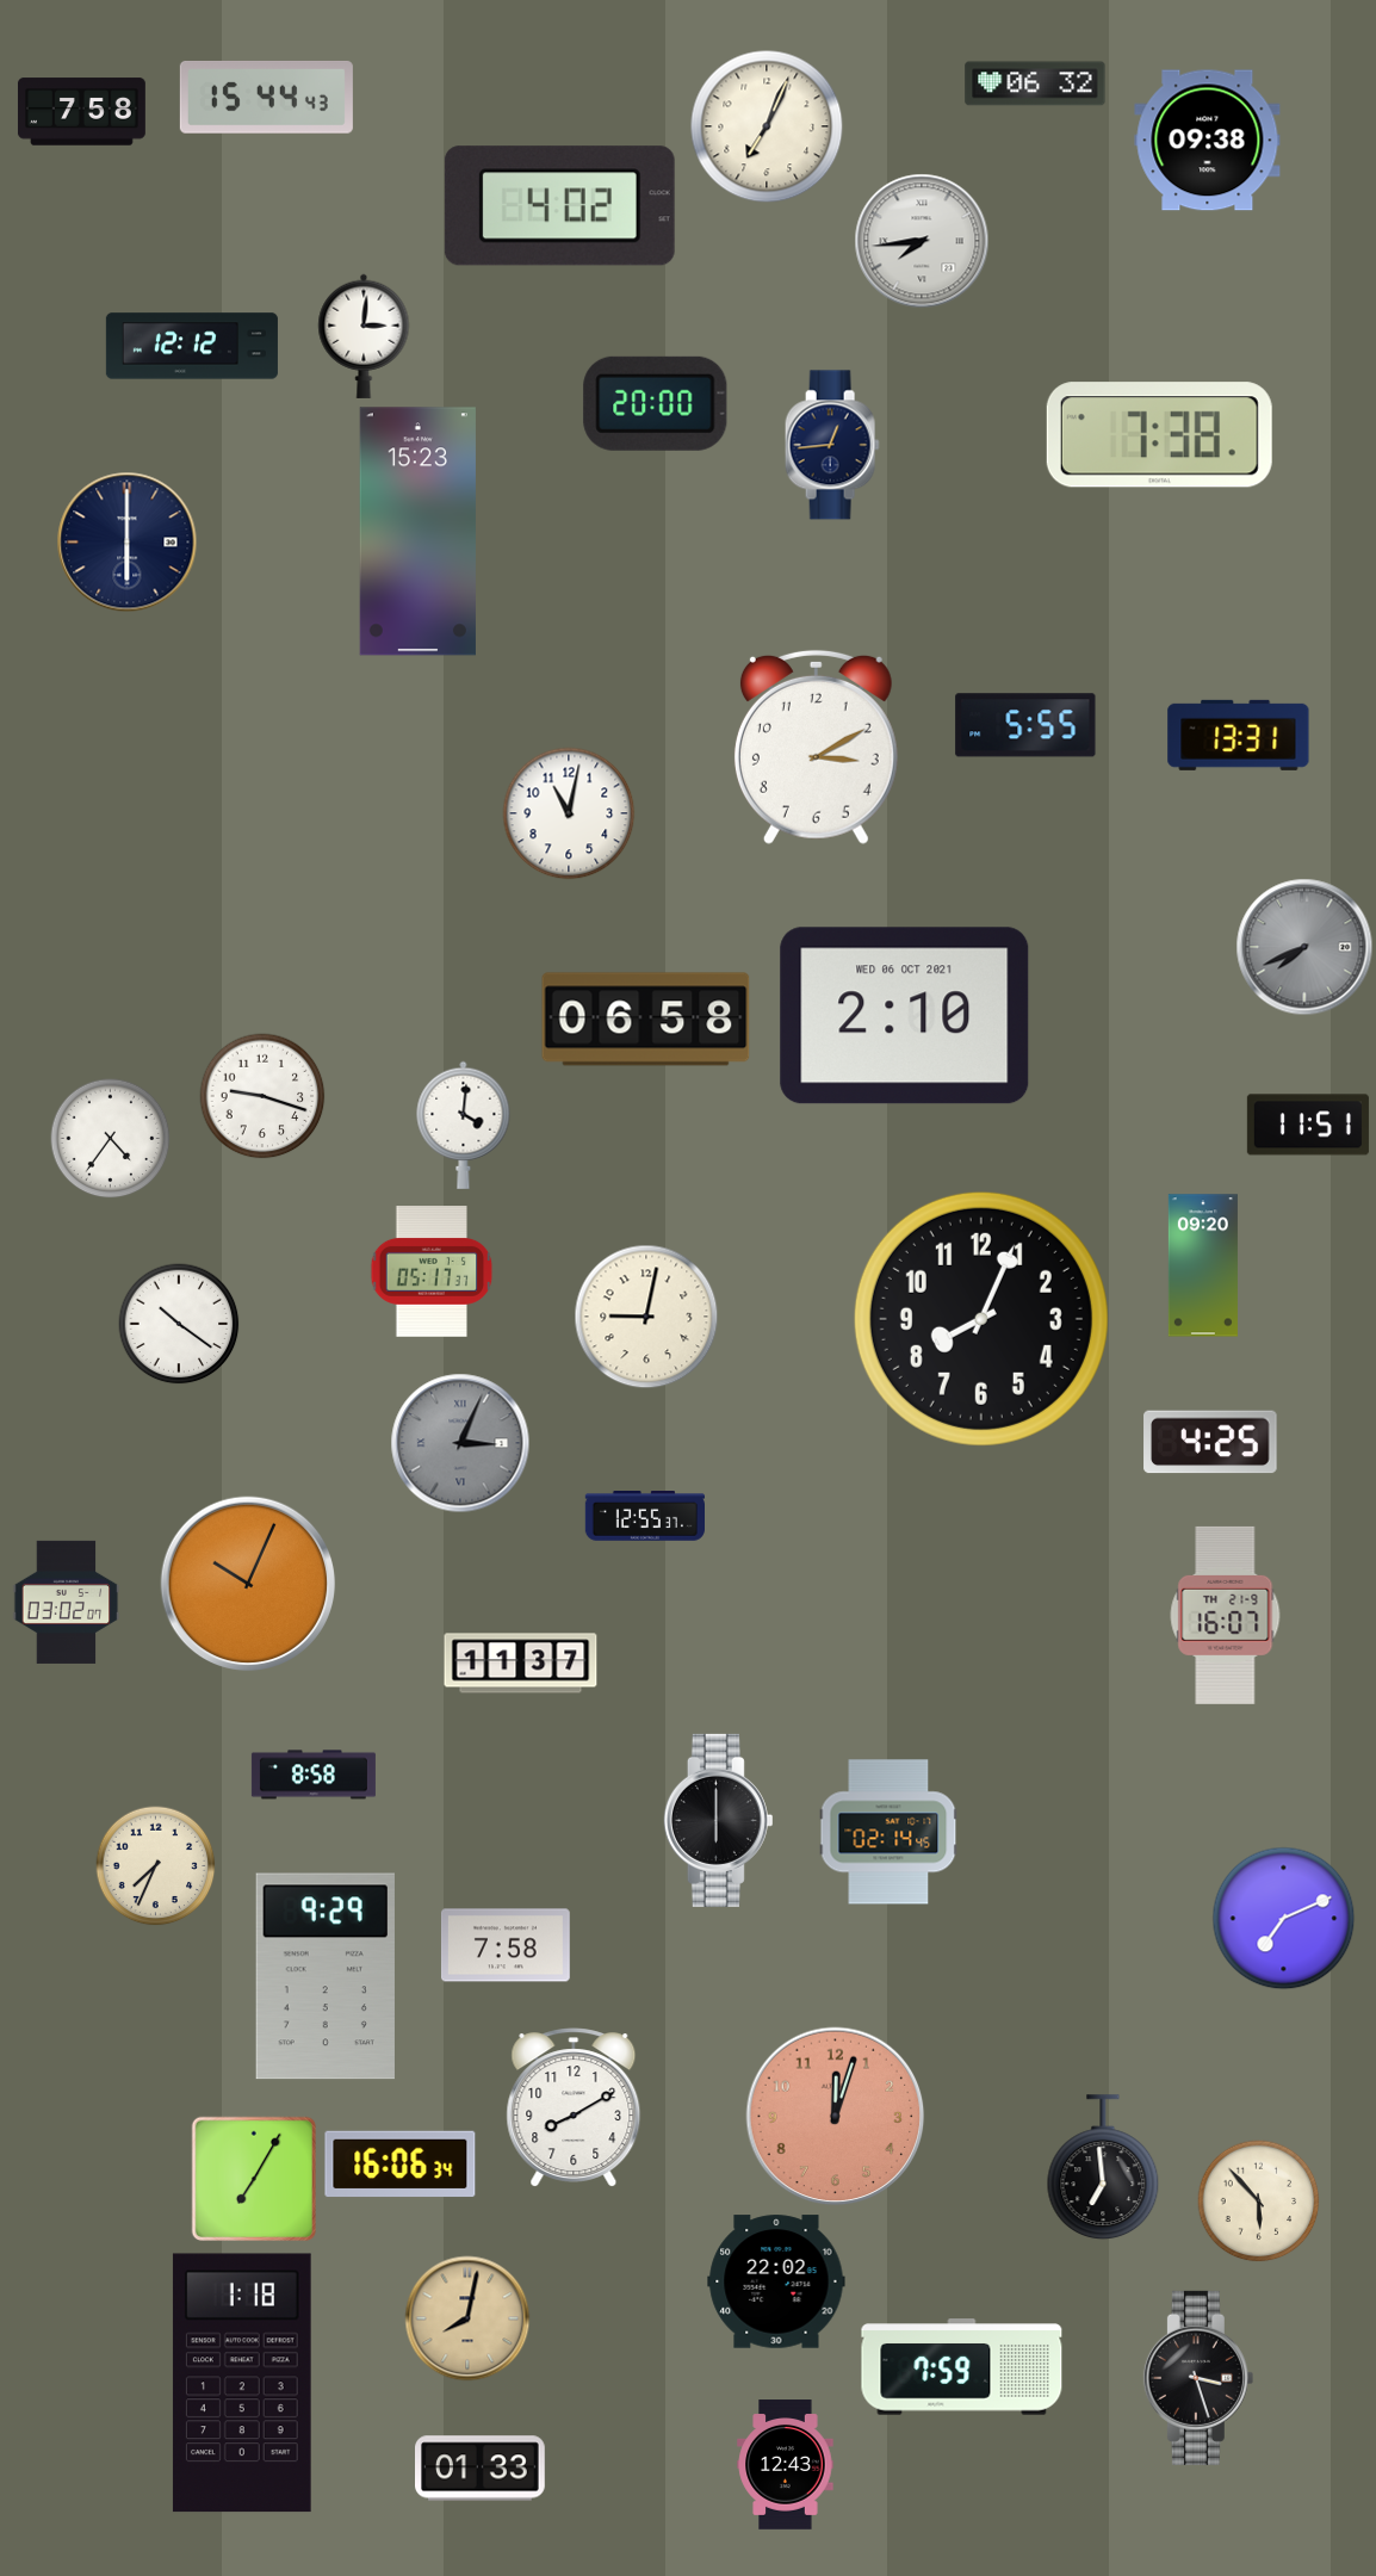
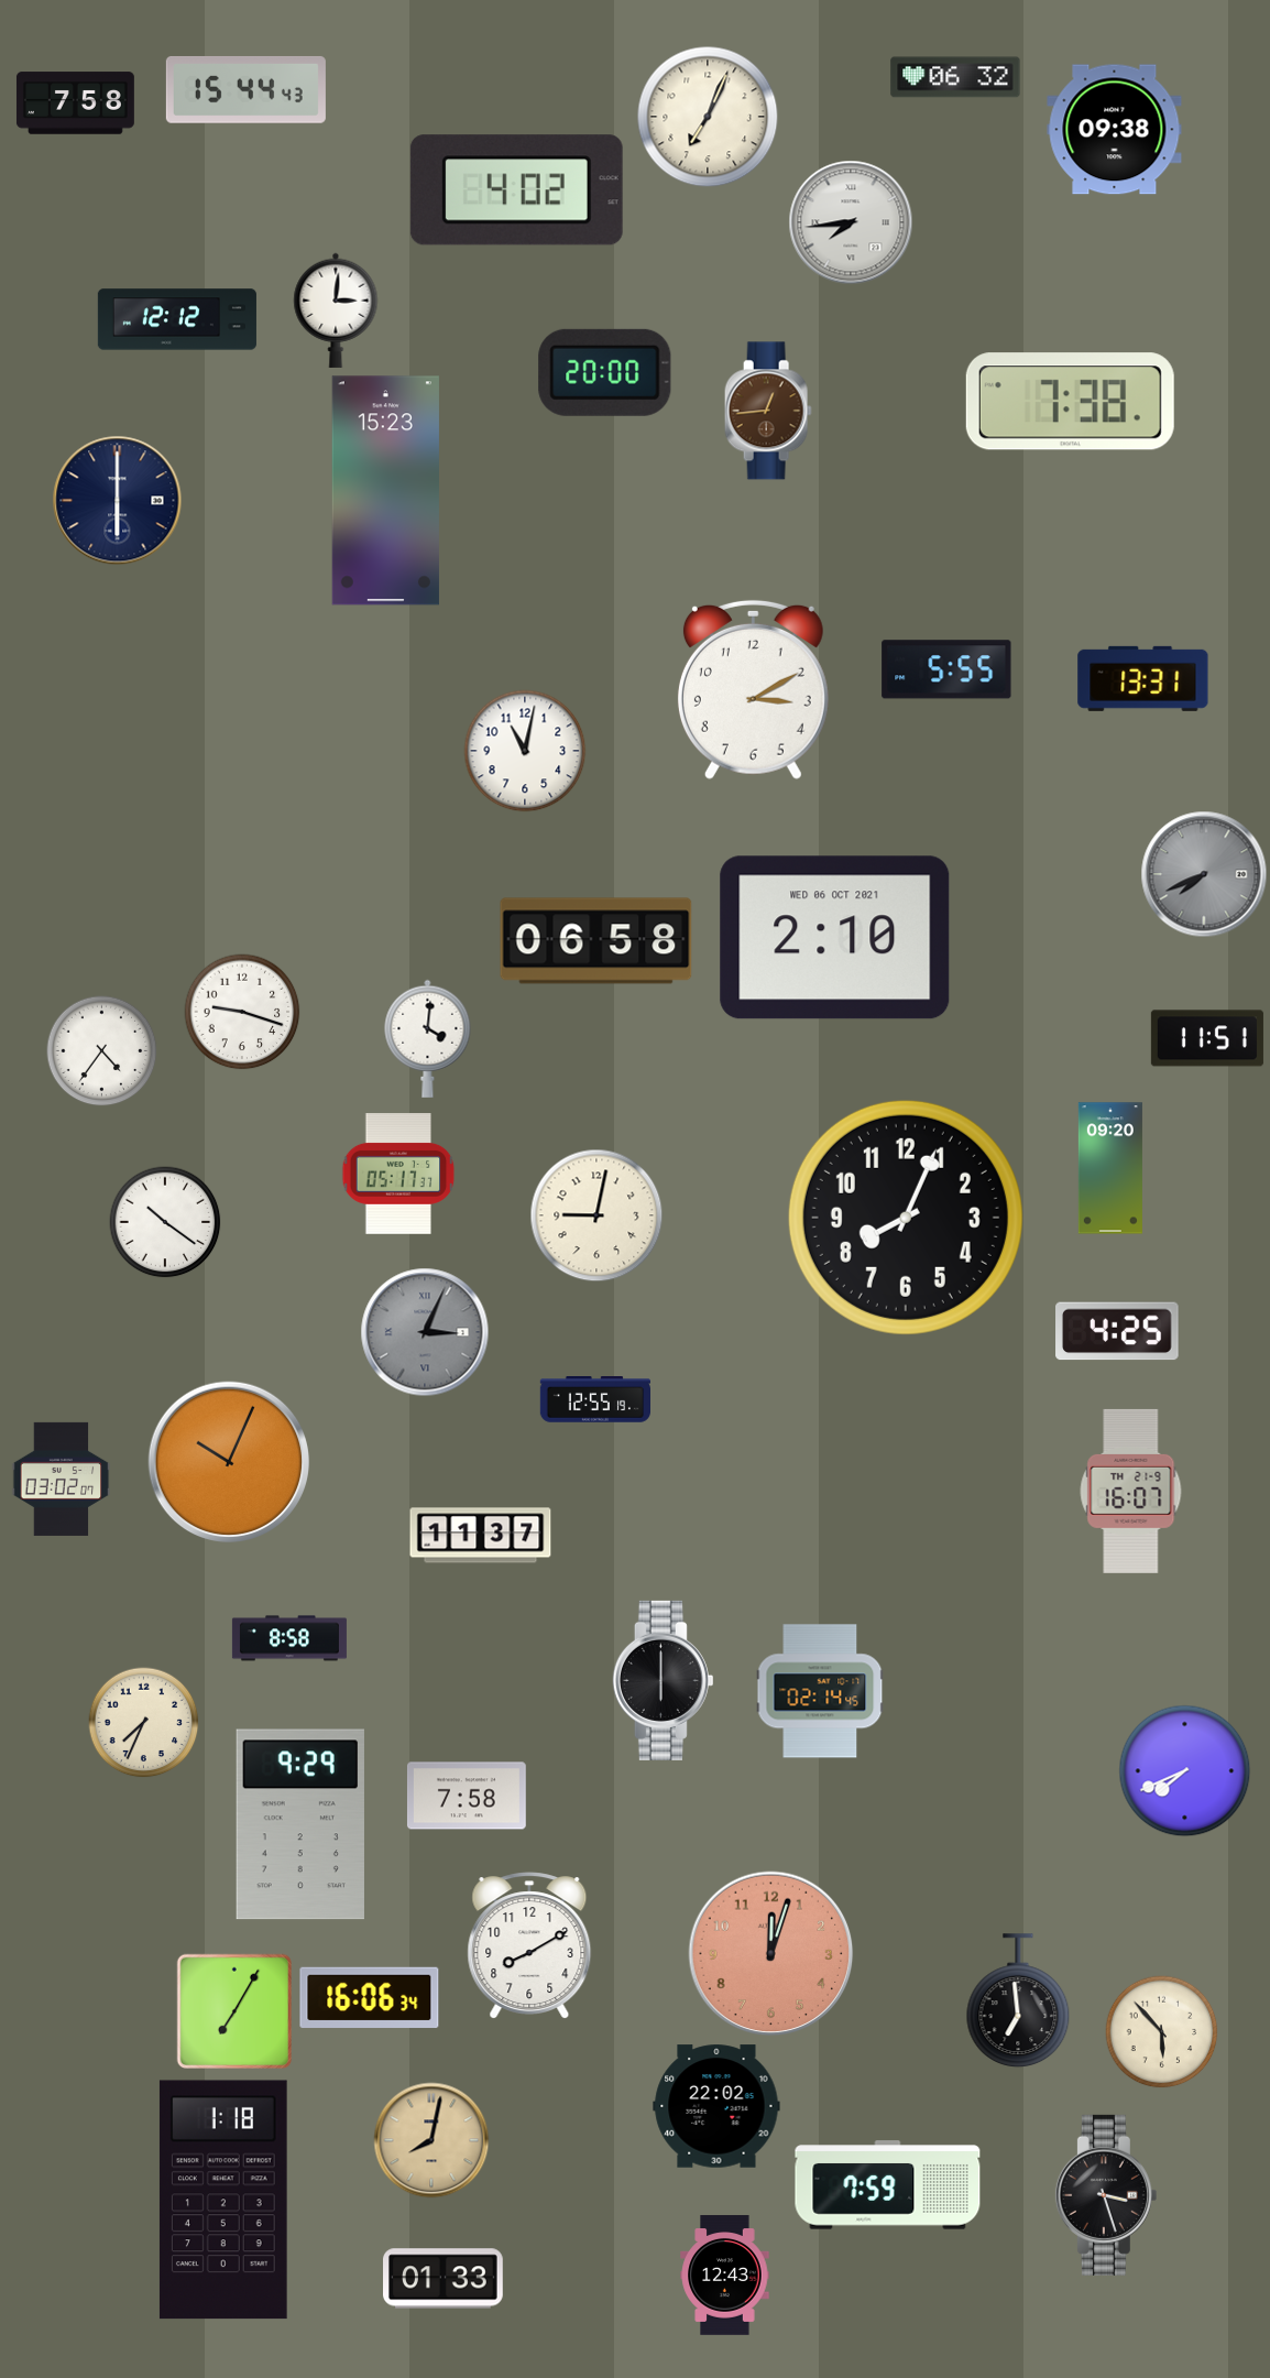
clock at (832, 445) dial: navy -> brown
clock at (644, 1517): 12:55:37 -> 12:55:19
clock at (1284, 1919): 7:11 -> 7:41
